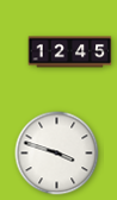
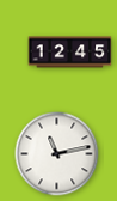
clock at (57, 154): 3:48 -> 11:13
